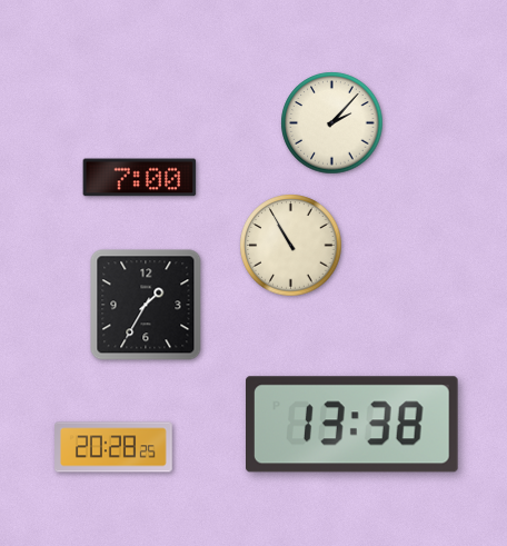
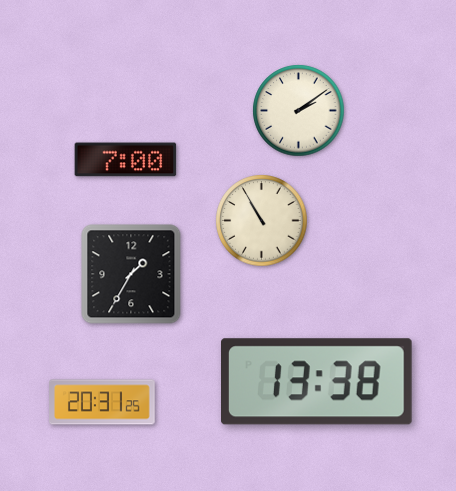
clock at (332, 123): 2:07 -> 2:09
clock at (115, 447): 20:28 -> 20:31
